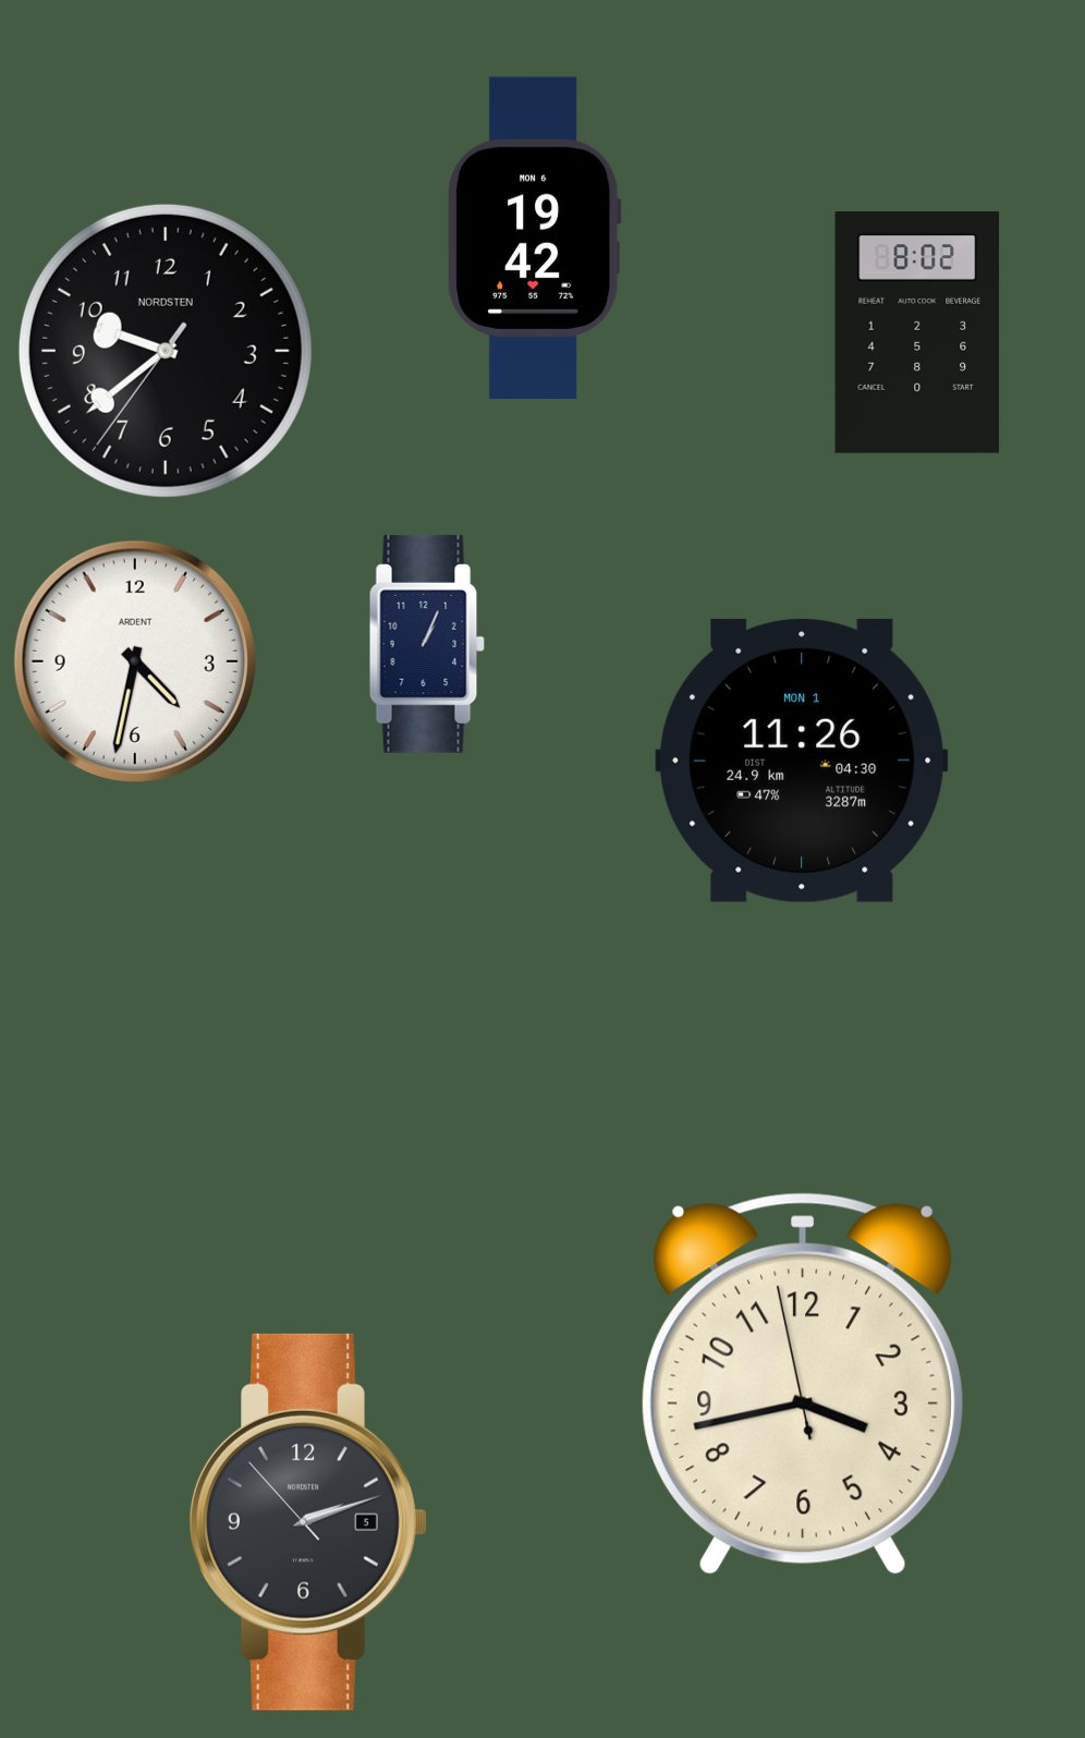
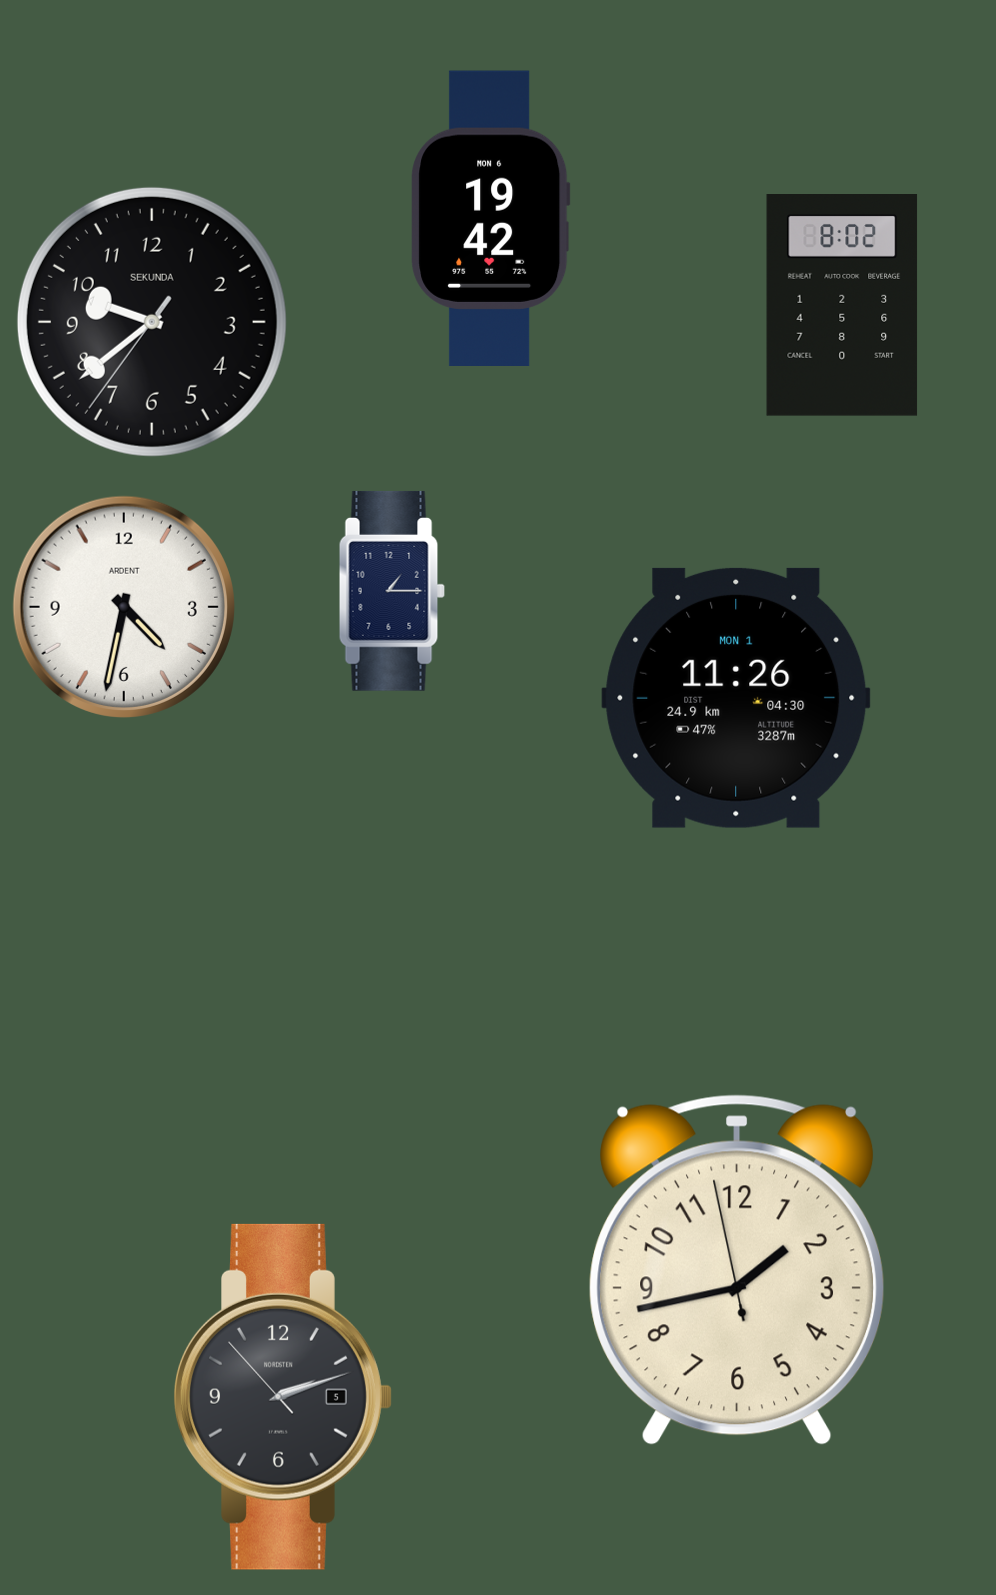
clock at (166, 351) brand: NORDSTEN -> SEKUNDA
clock at (427, 644): 1:04 -> 1:15
clock at (803, 1384): 3:42 -> 1:42
